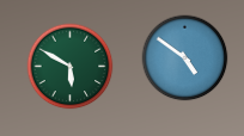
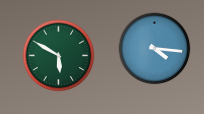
clock at (185, 58): 4:51 -> 4:16
